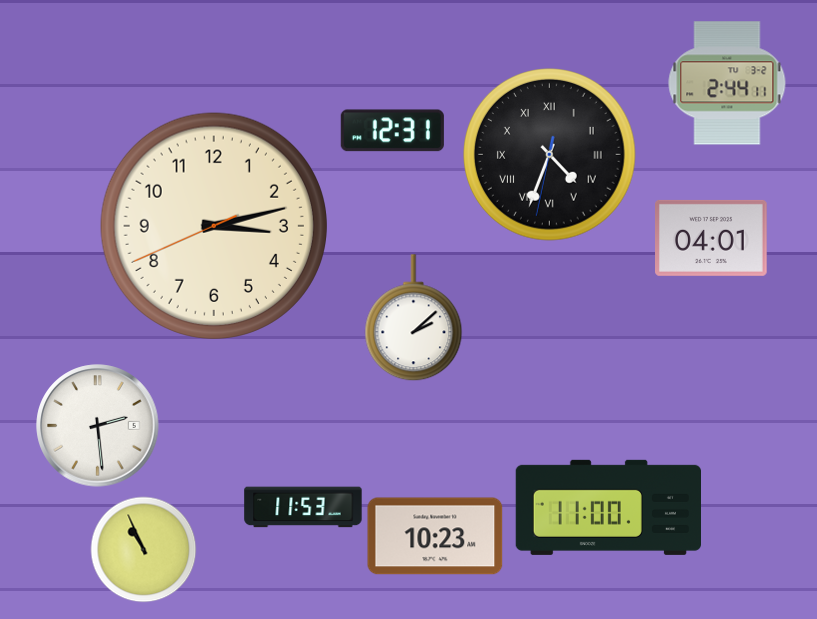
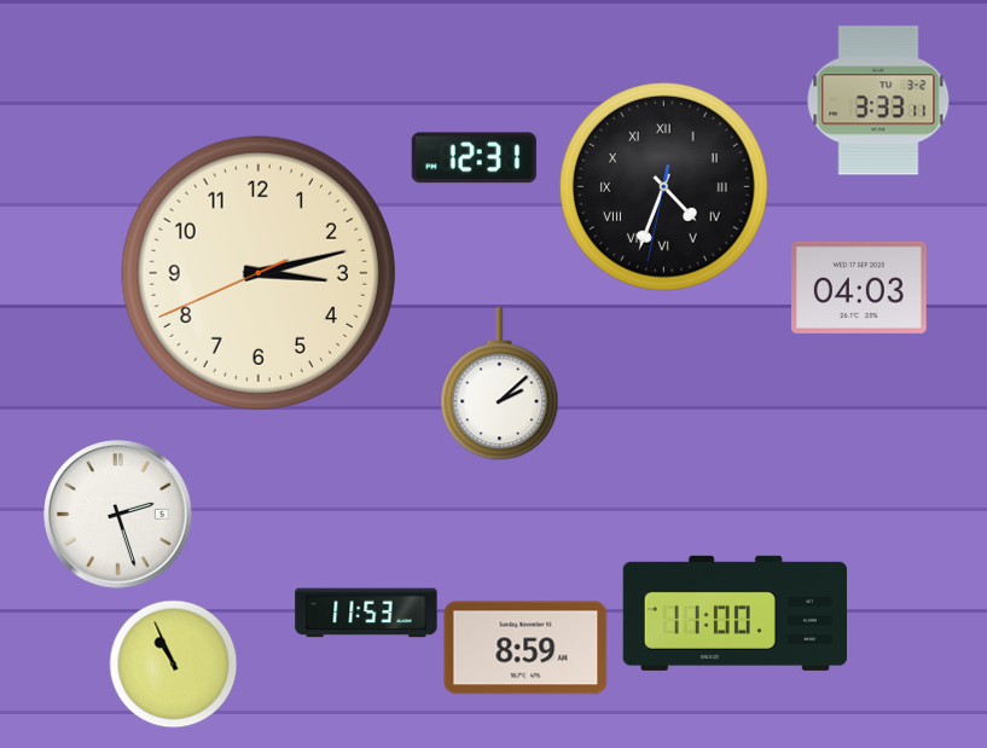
clock at (727, 83): 2:44 -> 3:33
clock at (712, 238): 04:01 -> 04:03
clock at (98, 426): 2:29 -> 2:27
clock at (435, 536): 10:23 -> 8:59
